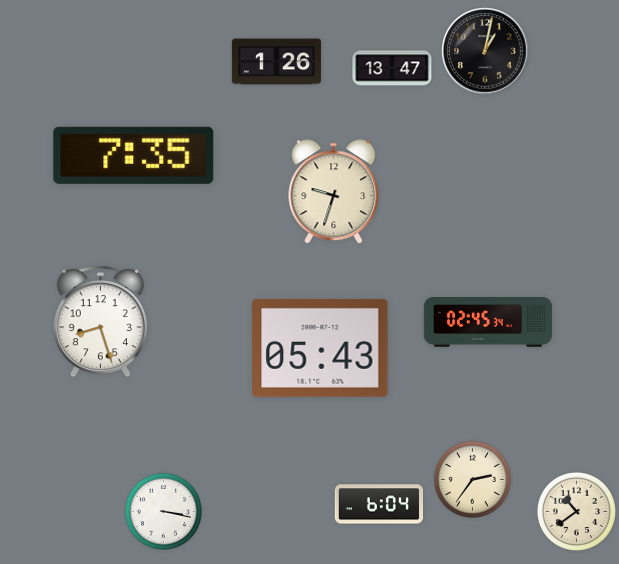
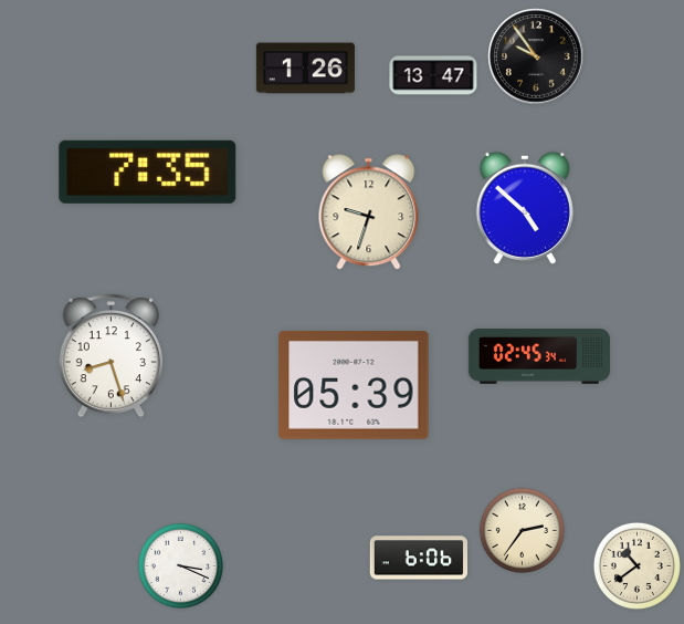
clock at (485, 51): 1:02 -> 9:54
clock at (525, 208): none -> 4:52
clock at (320, 348): 05:43 -> 05:39
clock at (378, 504): 6:04 -> 6:06
clock at (163, 511): 3:17 -> 3:19
